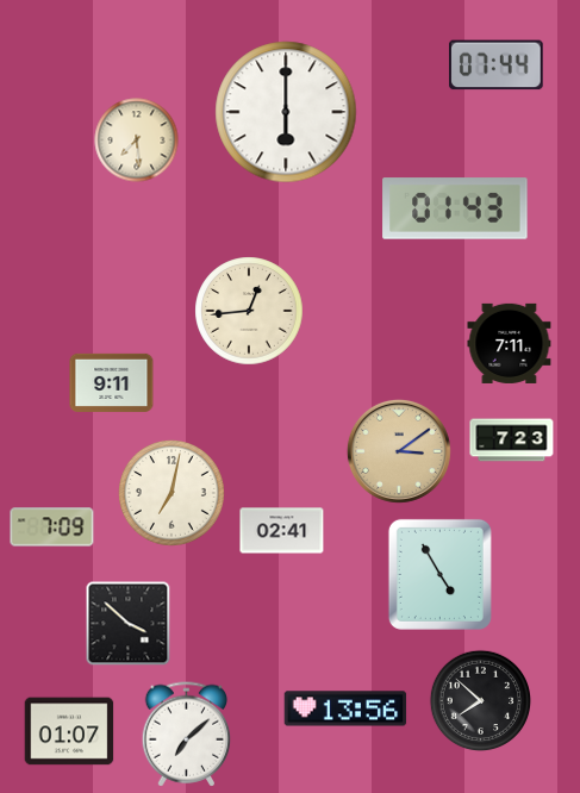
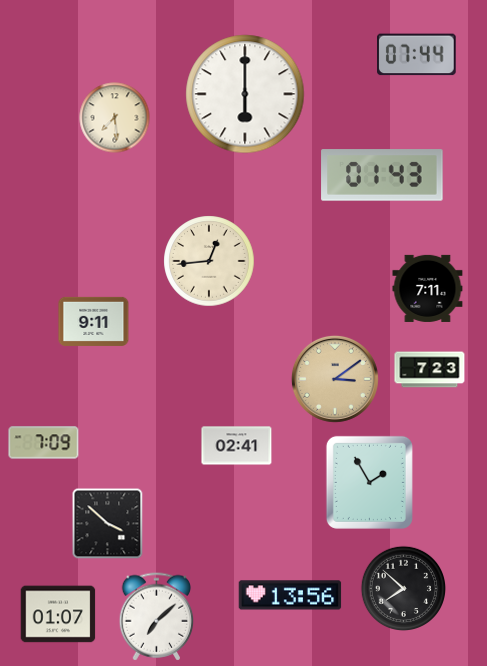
clock at (286, 112) position: (286, 112) -> (245, 94)
clock at (171, 493): 7:02 -> none
clock at (439, 574): 4:55 -> 1:55
